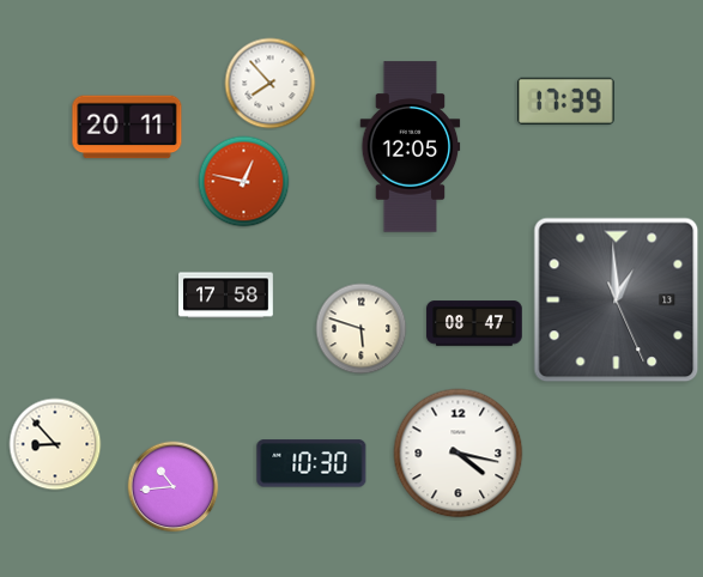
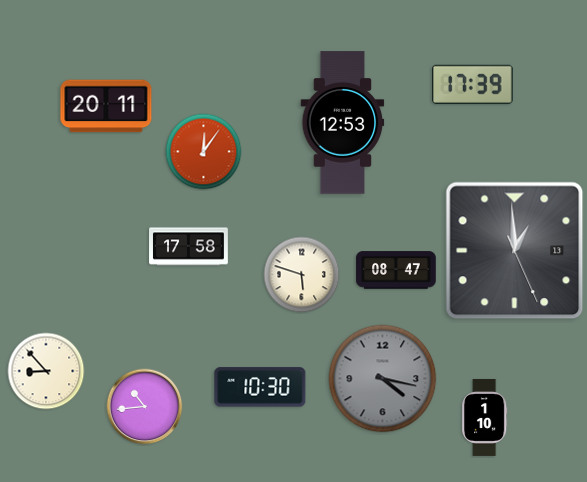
clock at (271, 84): 7:53 -> none
clock at (411, 147): 12:05 -> 12:53
clock at (244, 182): 12:47 -> 12:06
clock at (459, 454) dial: white -> grey
clock at (485, 417): none -> 1:10
